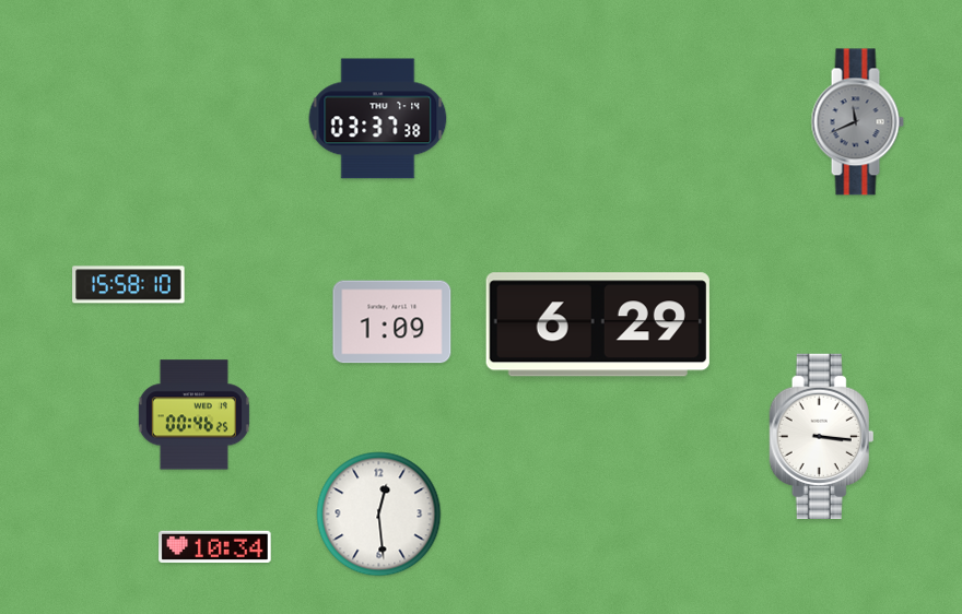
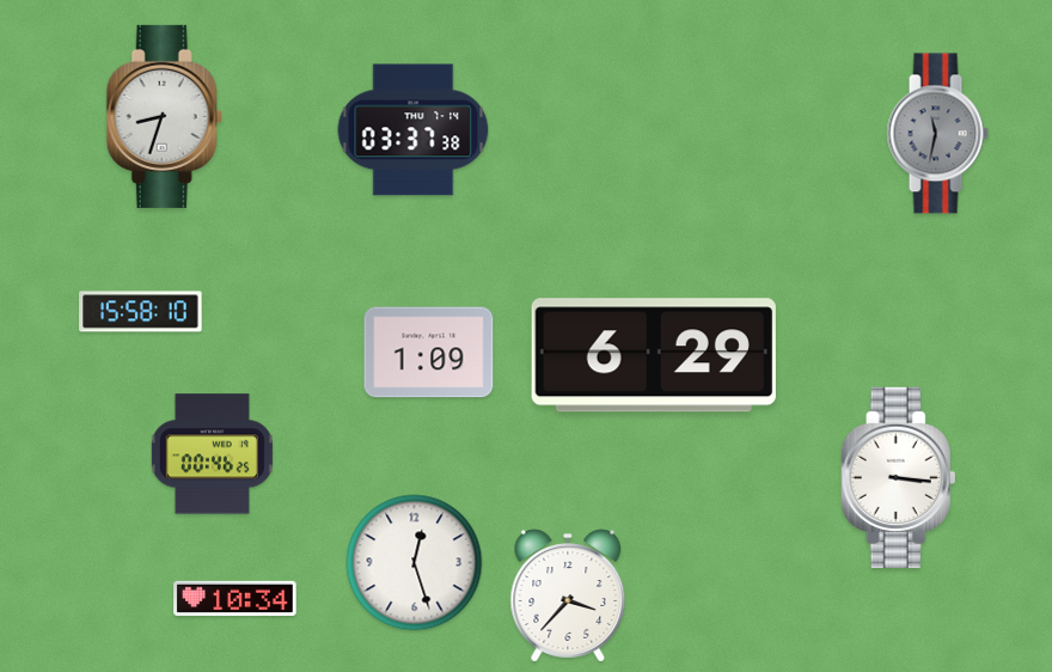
clock at (164, 116): none -> 8:33
clock at (857, 122): 11:41 -> 11:32
clock at (379, 515): 12:29 -> 12:27
clock at (568, 595): none -> 3:37
